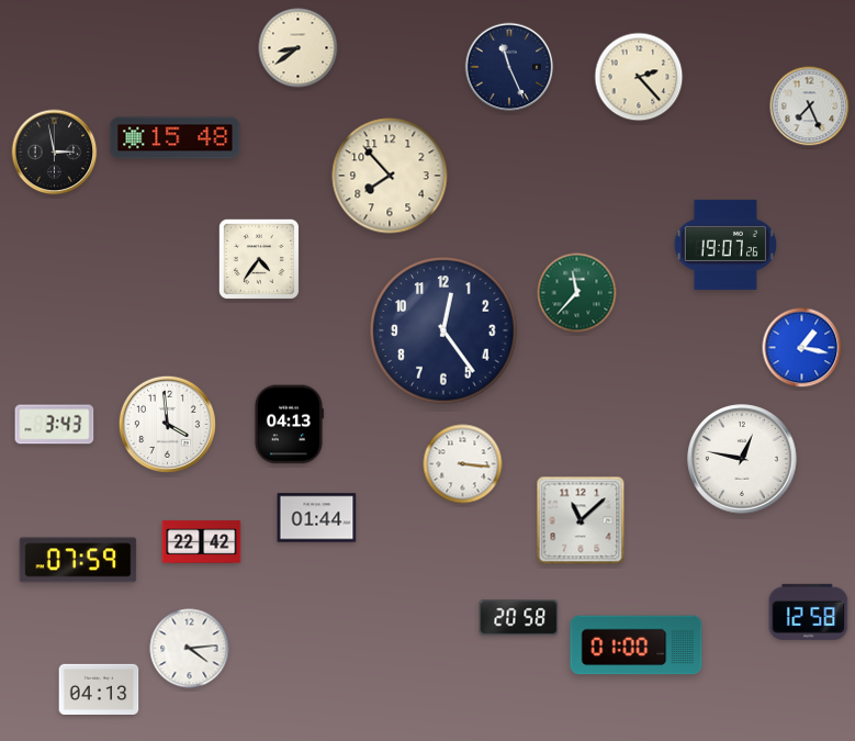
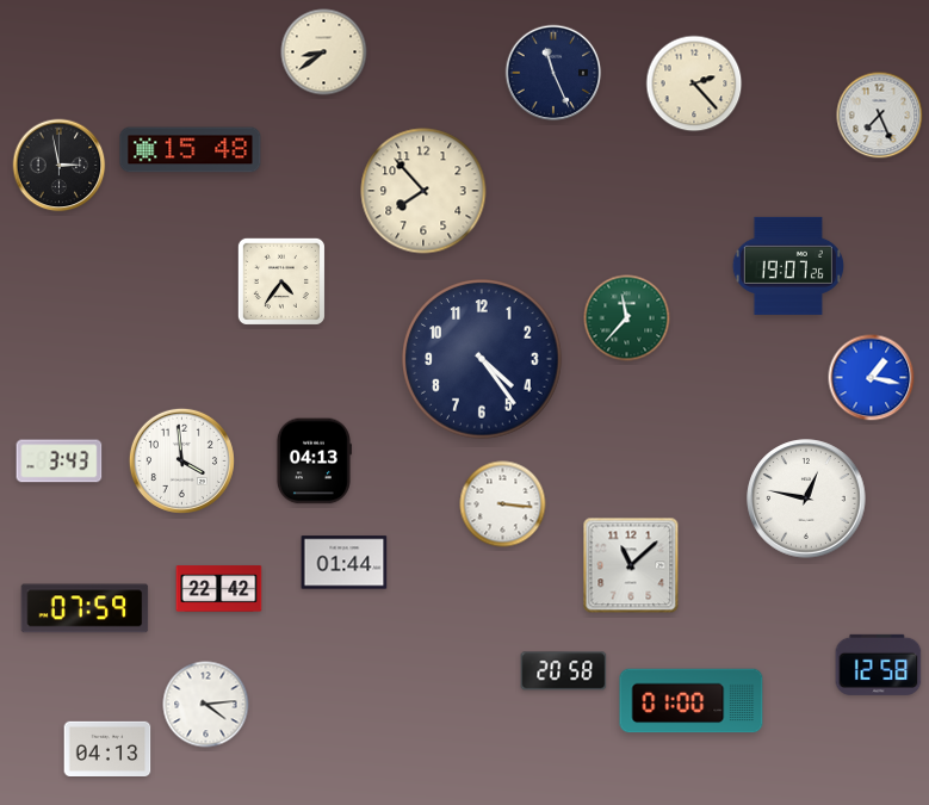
clock at (443, 330): 12:24 -> 4:24
